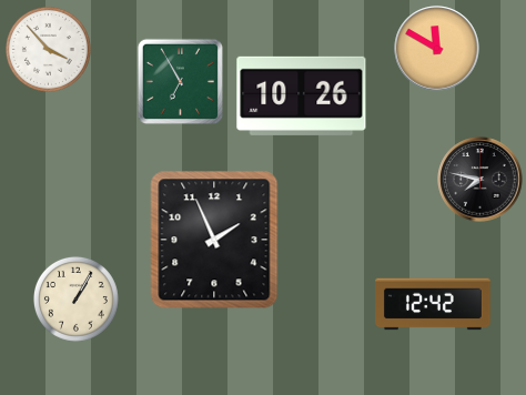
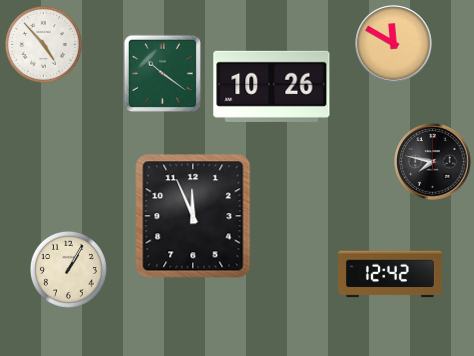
clock at (48, 49): 3:53 -> 4:53
clock at (180, 81): 6:55 -> 10:21
clock at (214, 240): 1:56 -> 11:56
